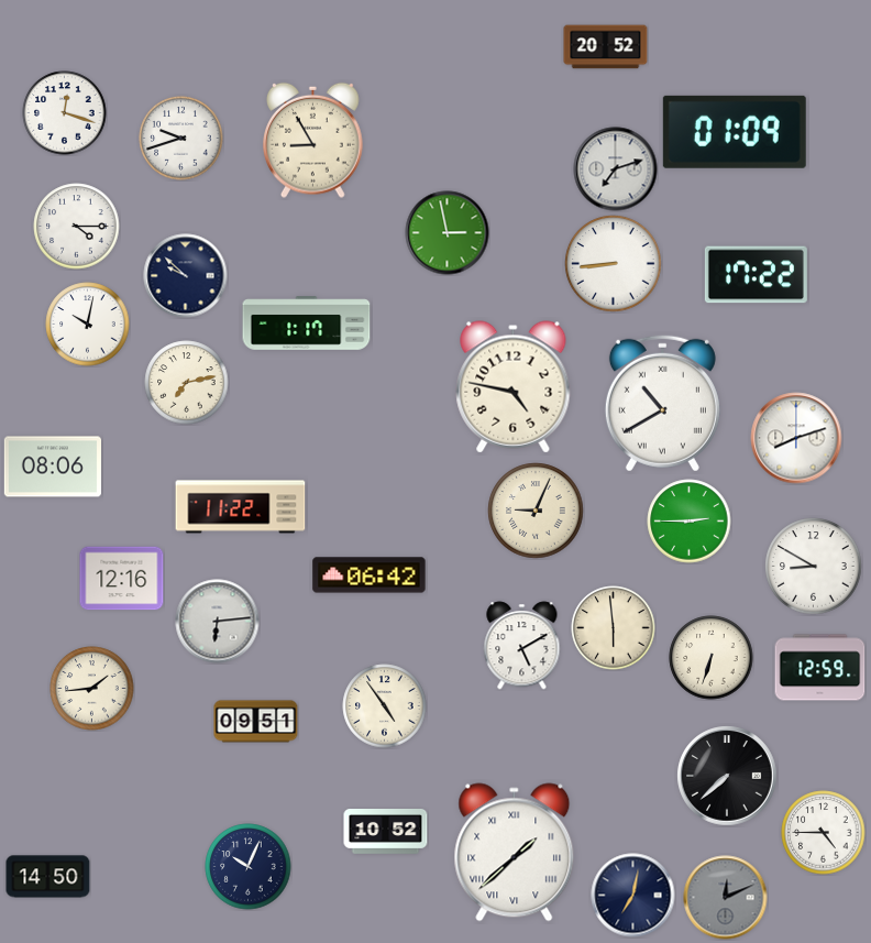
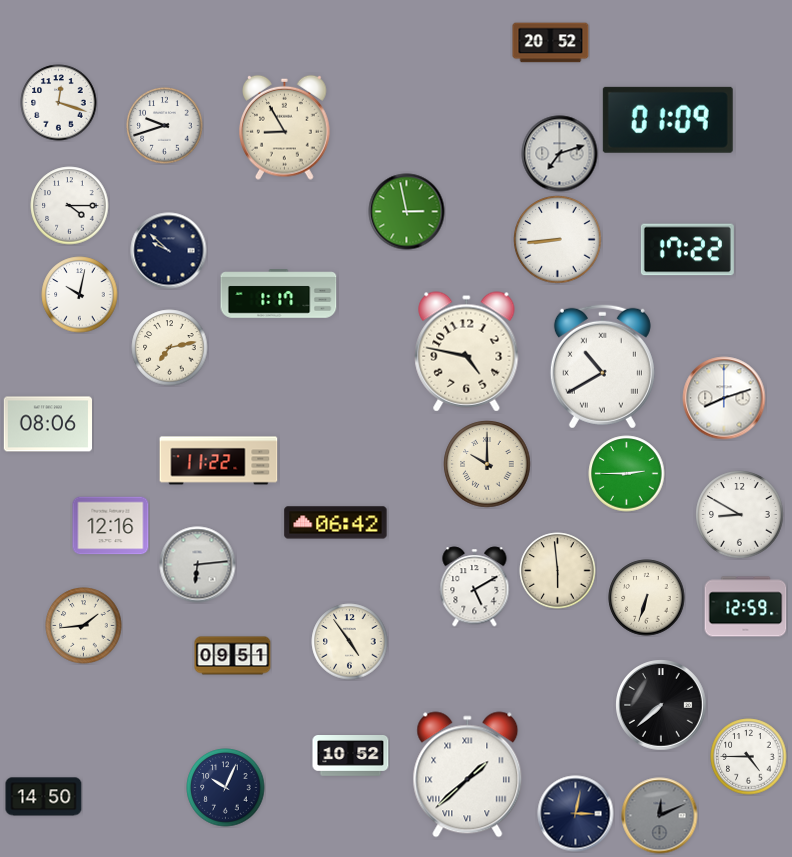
clock at (536, 511): 9:04 -> 10:00
clock at (633, 896): 7:02 -> 3:02
